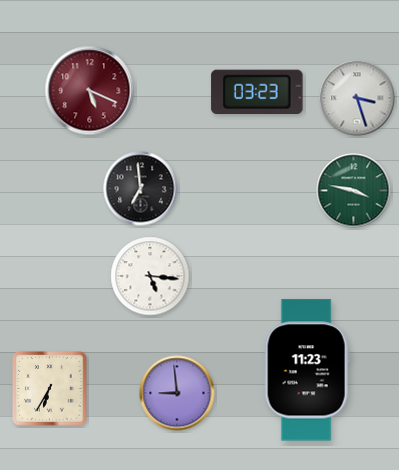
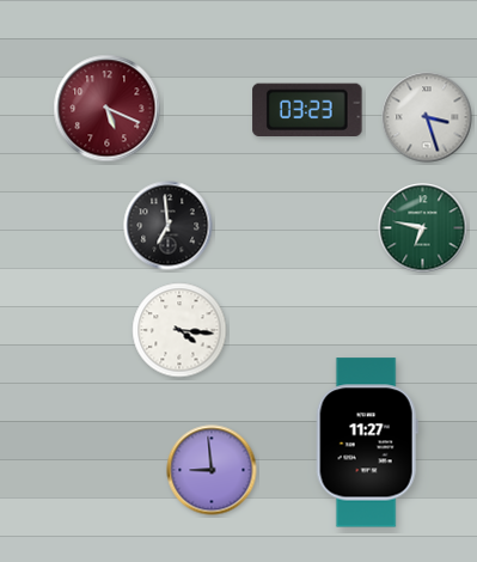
clock at (354, 191): 3:47 -> 6:47
clock at (150, 276): 5:16 -> 4:16
clock at (307, 370): 11:23 -> 11:27
clock at (50, 389): 6:35 -> none
